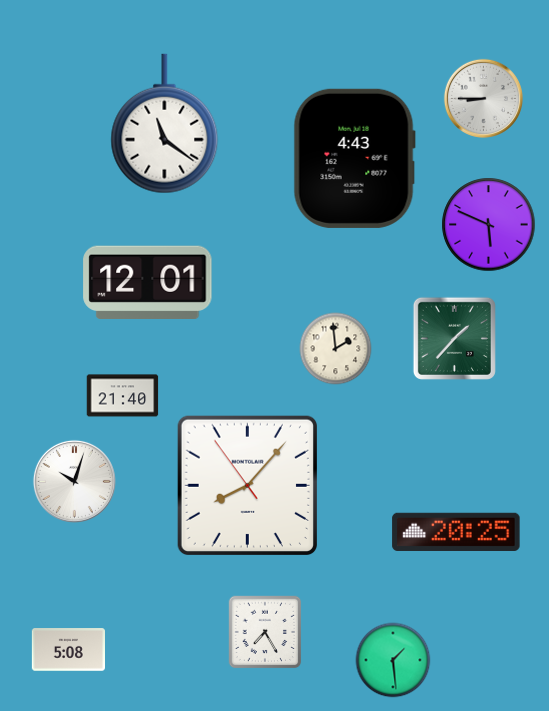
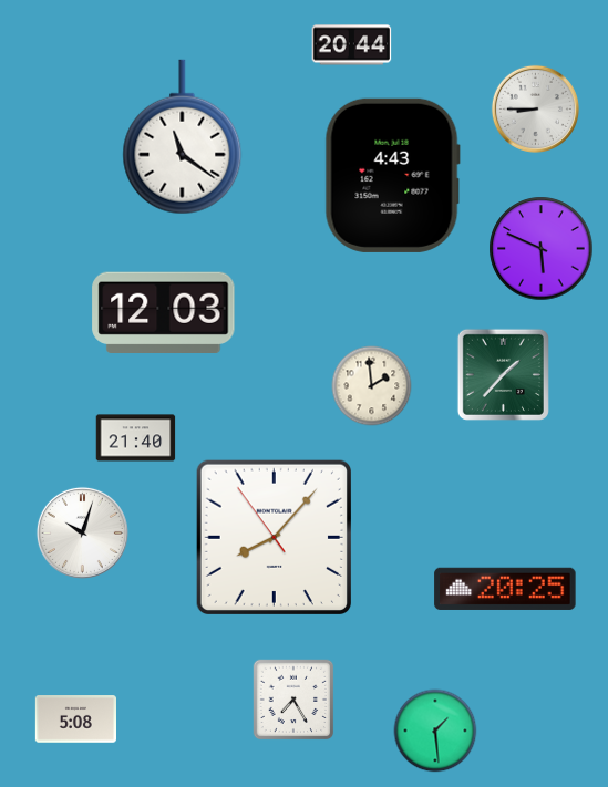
clock at (352, 45): none -> 20:44
clock at (148, 282): 12:01 -> 12:03
